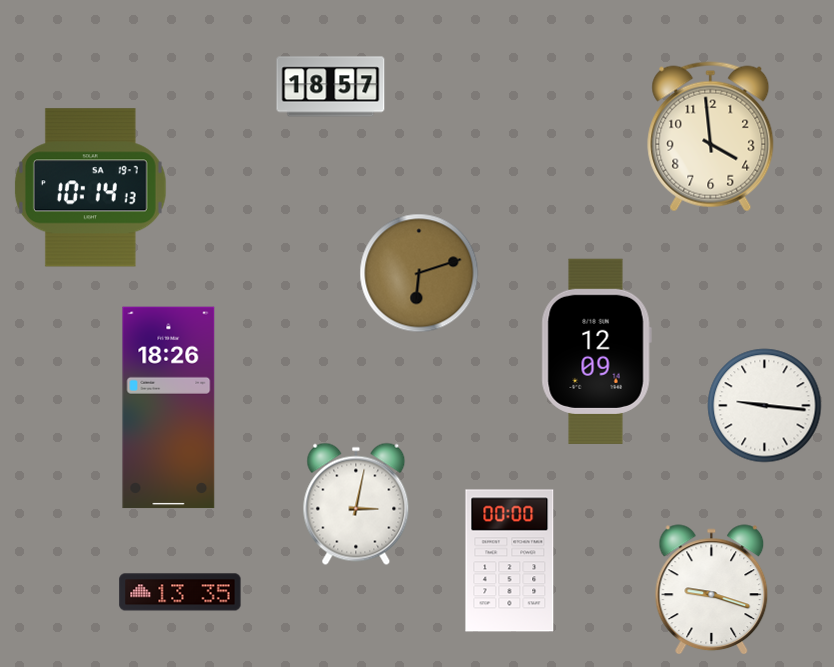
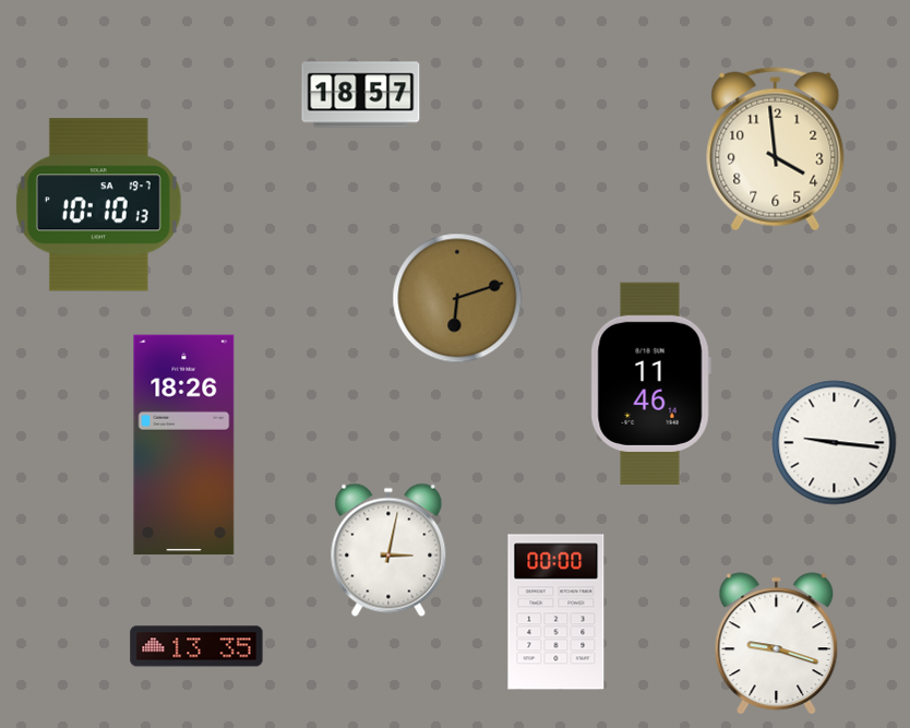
clock at (90, 188): 10:14 -> 10:10
clock at (596, 351): 12:09 -> 11:46
